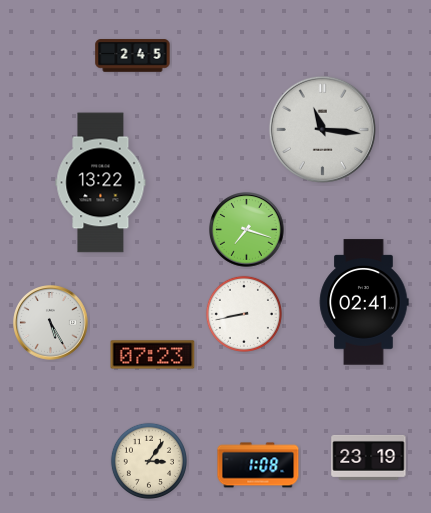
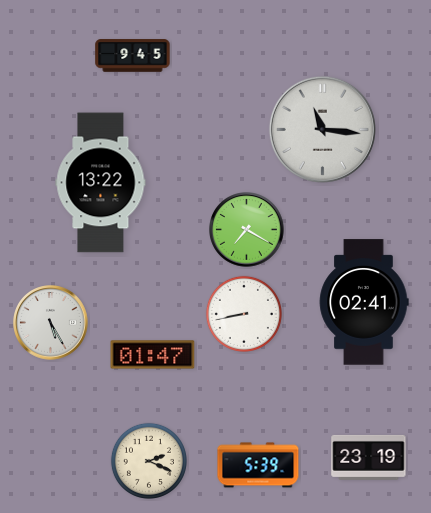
clock at (133, 56): 2:45 -> 9:45
clock at (247, 230): 7:18 -> 7:20
clock at (153, 355): 07:23 -> 01:47
clock at (149, 461): 3:06 -> 2:19
clock at (258, 465): 1:08 -> 5:39
